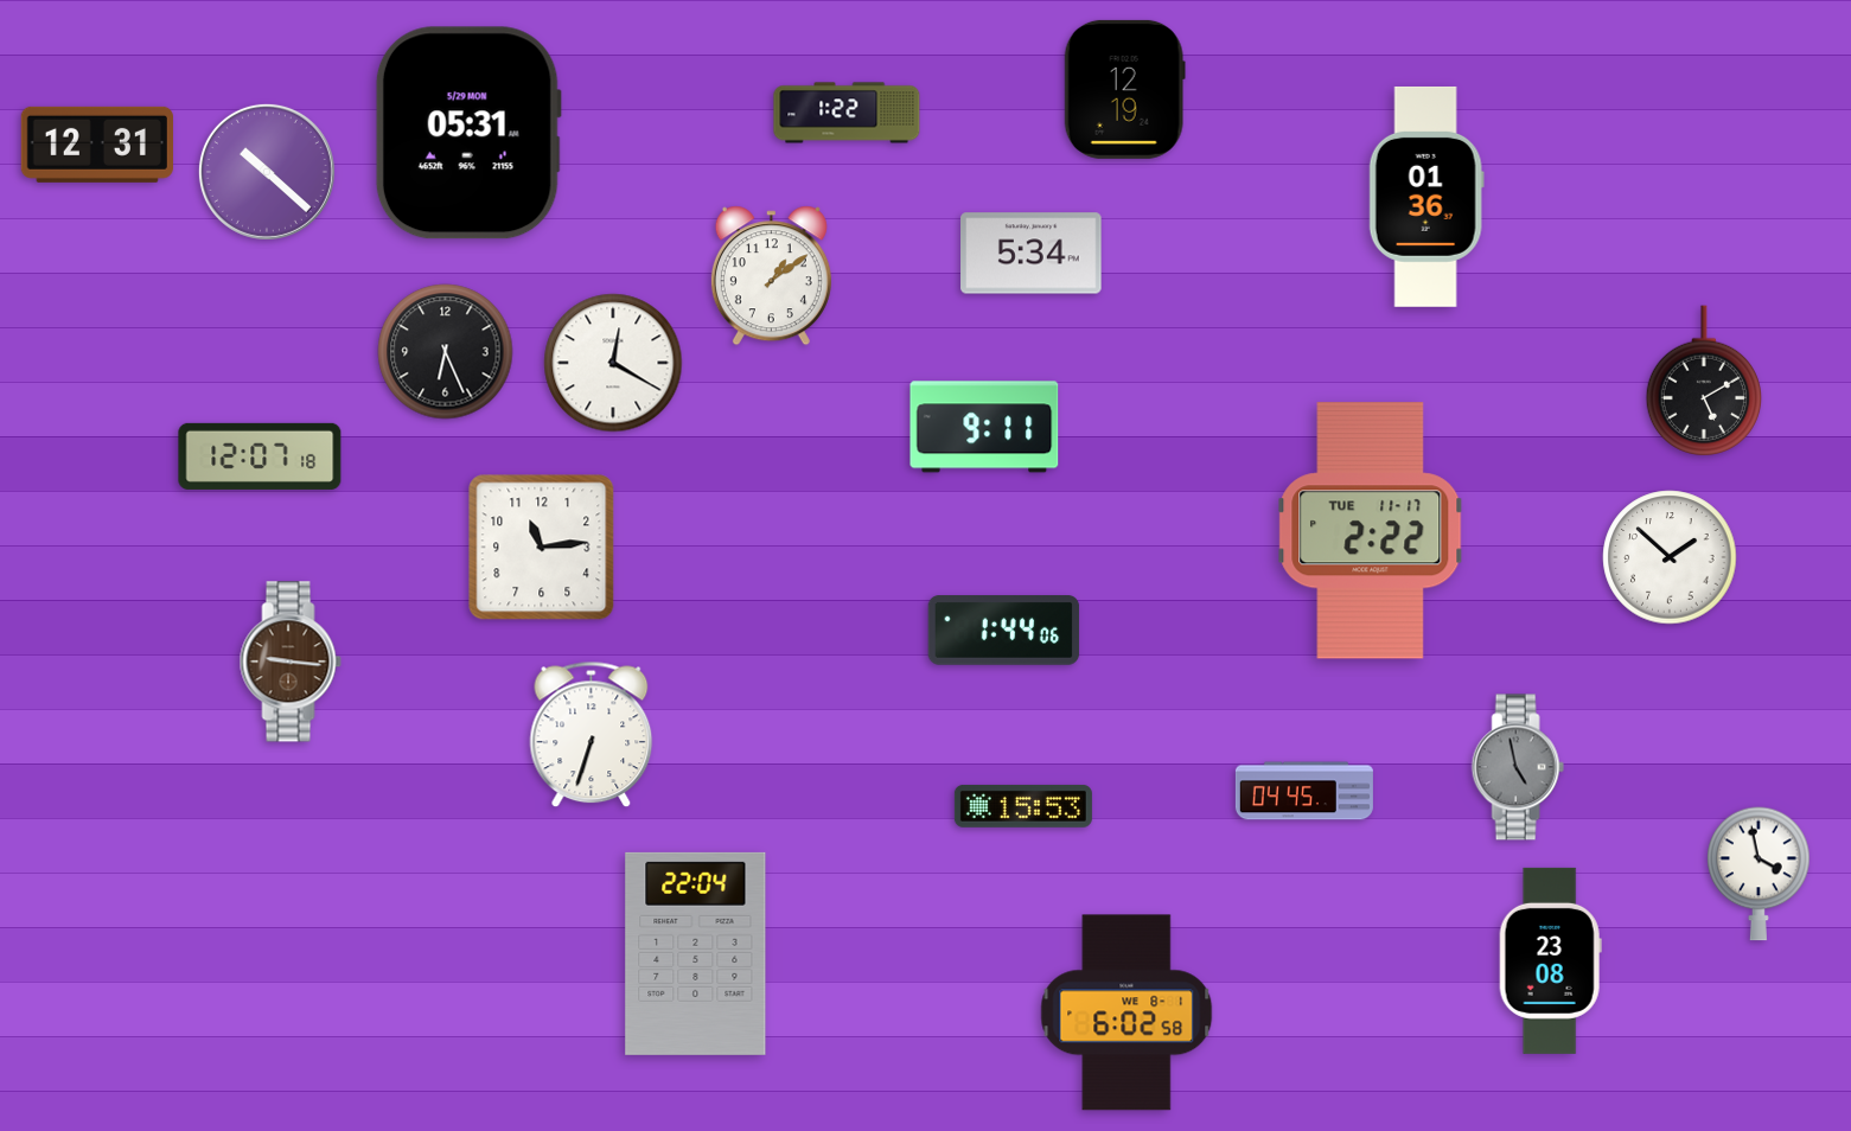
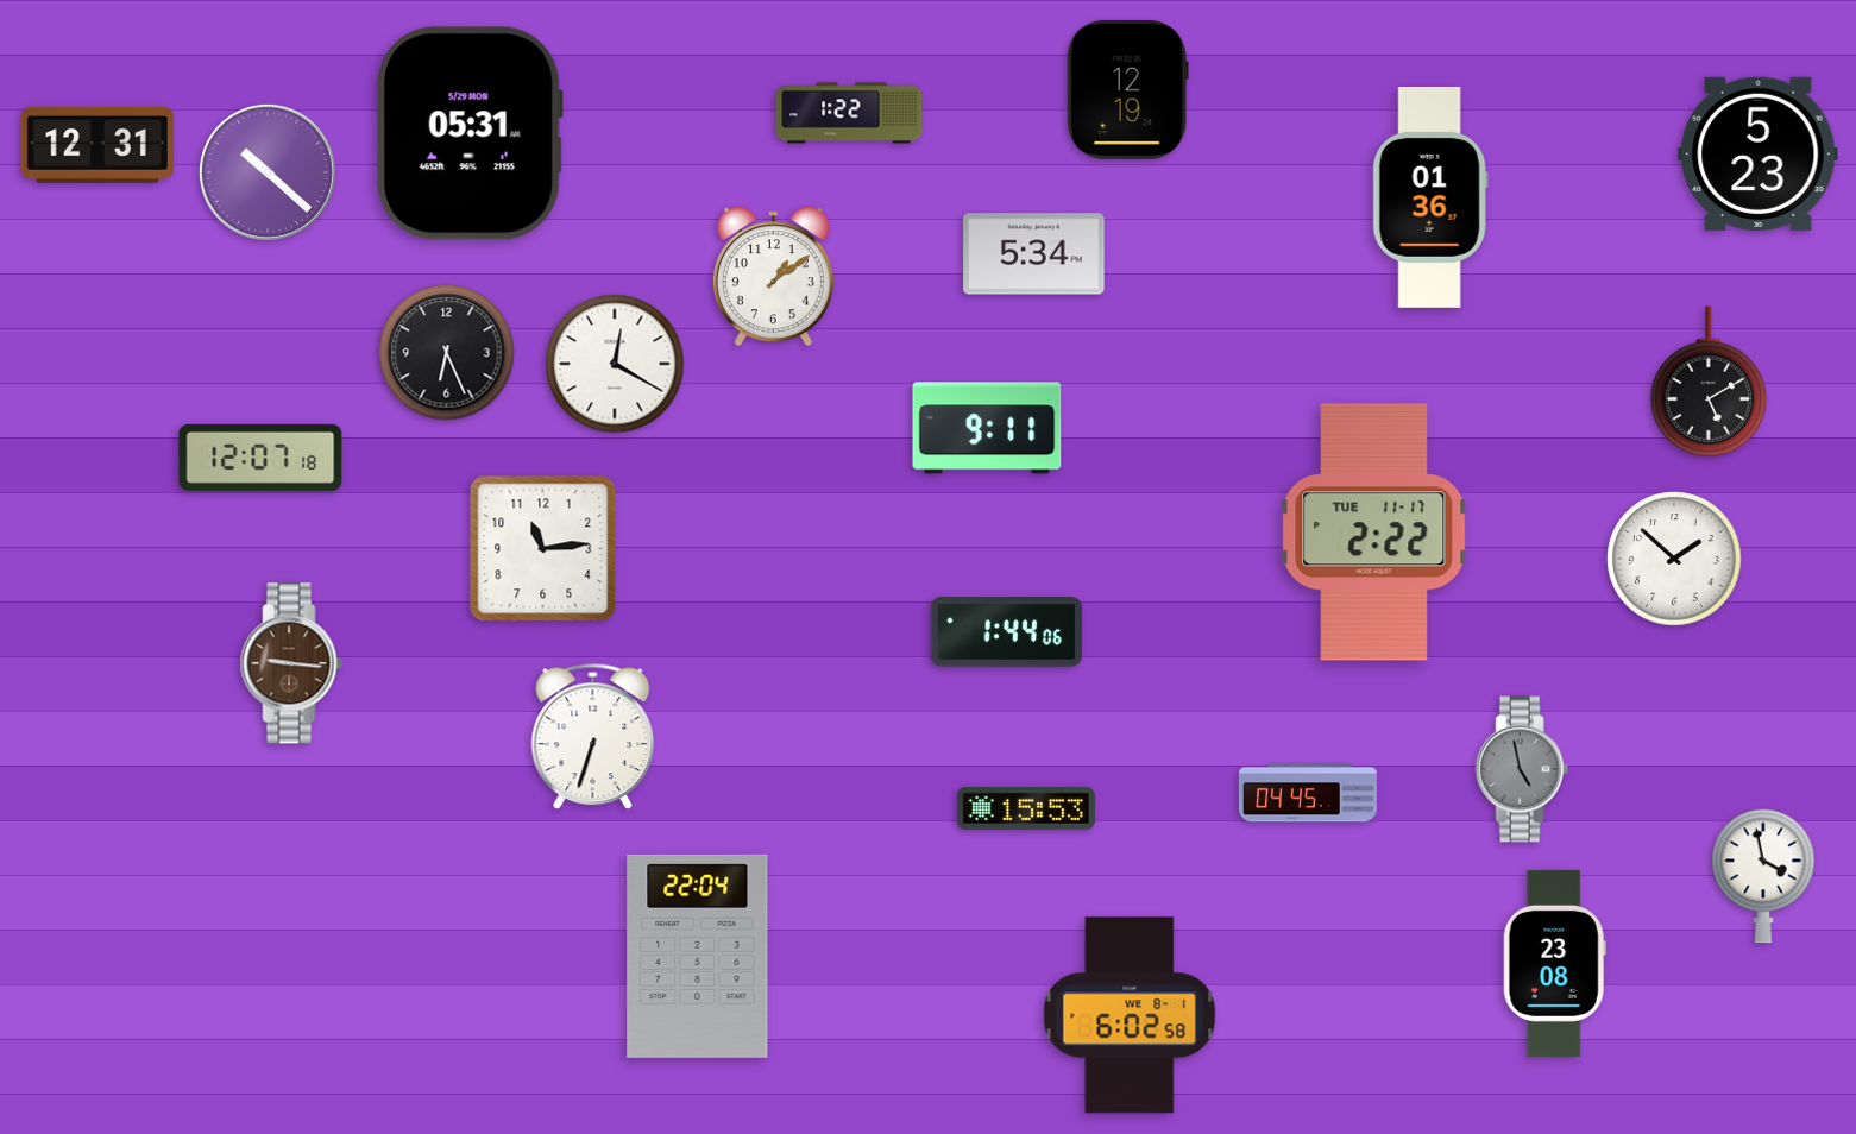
clock at (1759, 153): none -> 5:23
